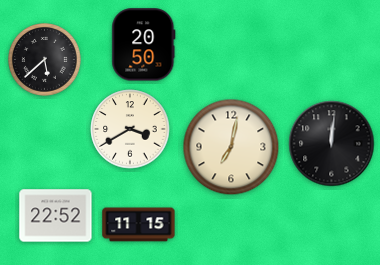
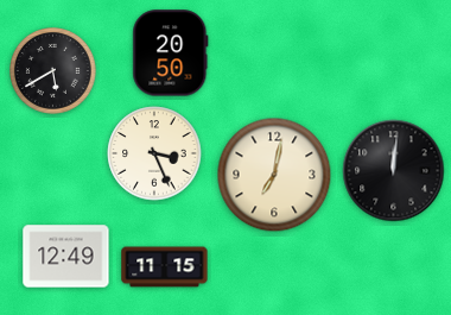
clock at (45, 60): 5:38 -> 5:40
clock at (130, 129): 3:40 -> 3:26
clock at (56, 216): 22:52 -> 12:49
